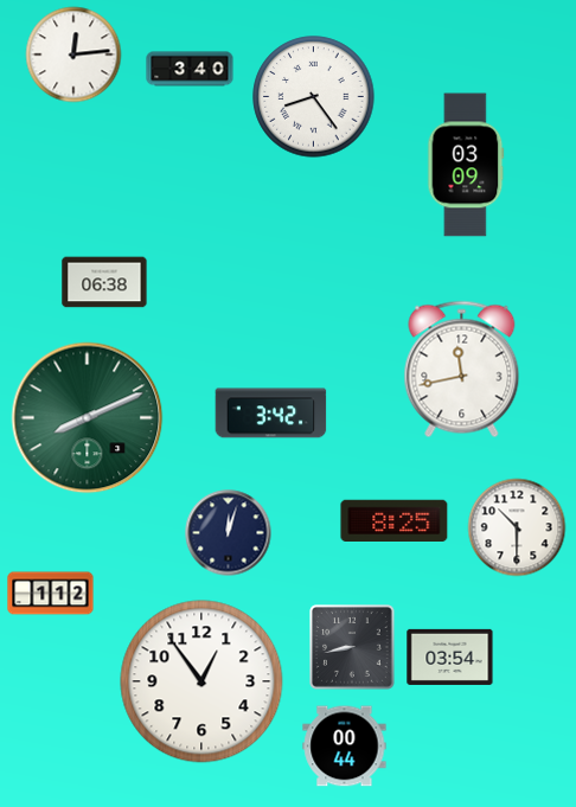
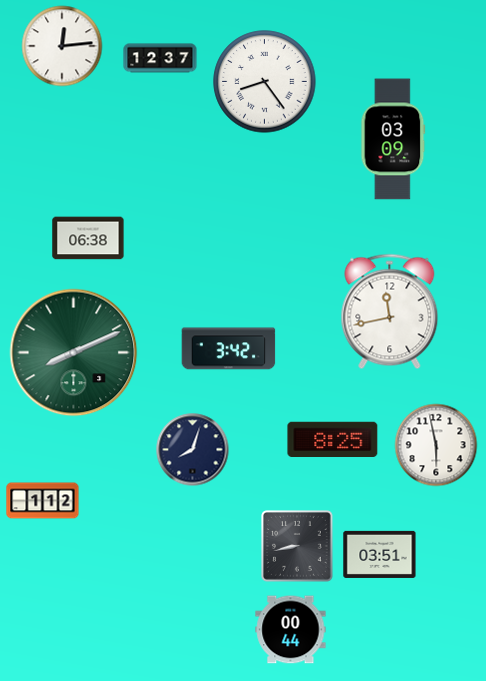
clock at (190, 69): 3:40 -> 12:37
clock at (517, 527): 10:30 -> 5:58
clock at (229, 533): 12:03 -> 8:03
clock at (450, 657): 03:54 -> 03:51
clock at (201, 681): 12:54 -> none
